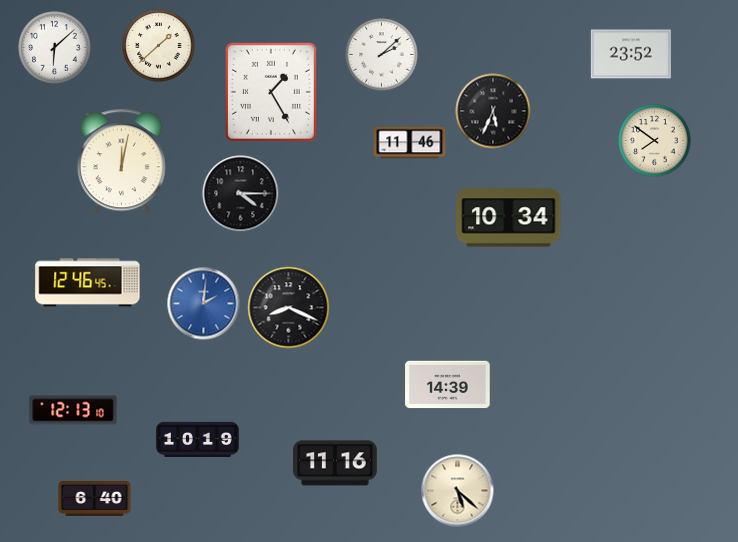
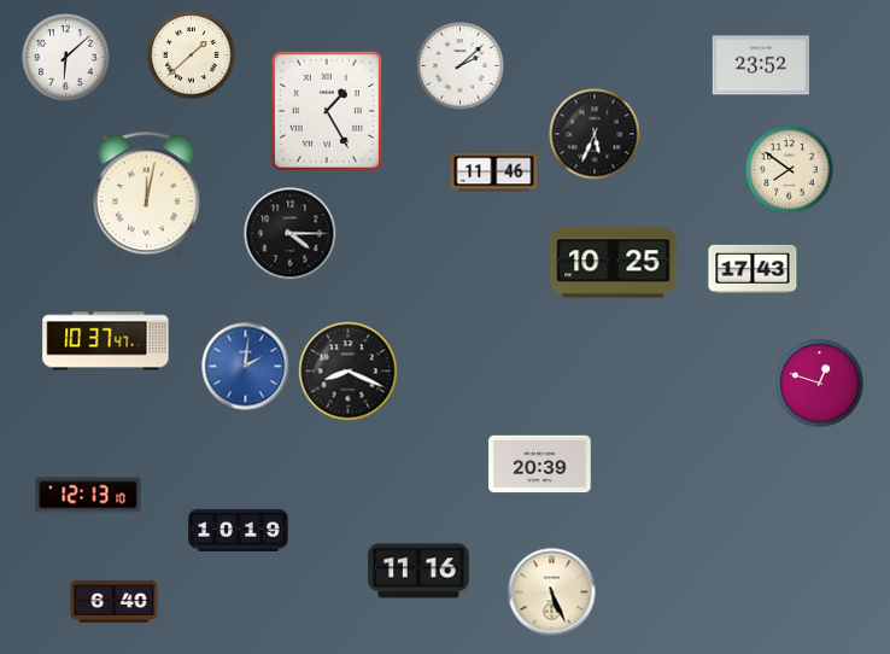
clock at (509, 218): 10:34 -> 10:25
clock at (753, 269): none -> 17:43
clock at (88, 283): 12:46 -> 10:37
clock at (820, 384): none -> 12:48
clock at (448, 385): 14:39 -> 20:39
clock at (335, 463) position: (335, 463) -> (418, 571)
clock at (458, 491): 5:22 -> 5:26
